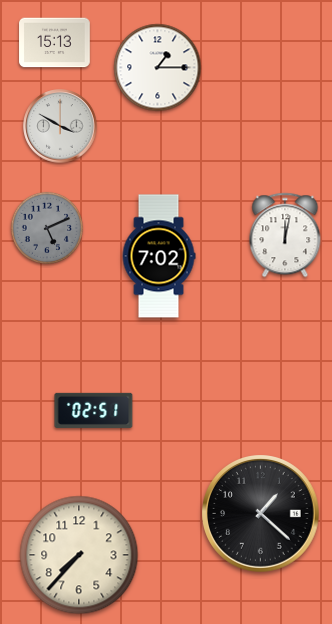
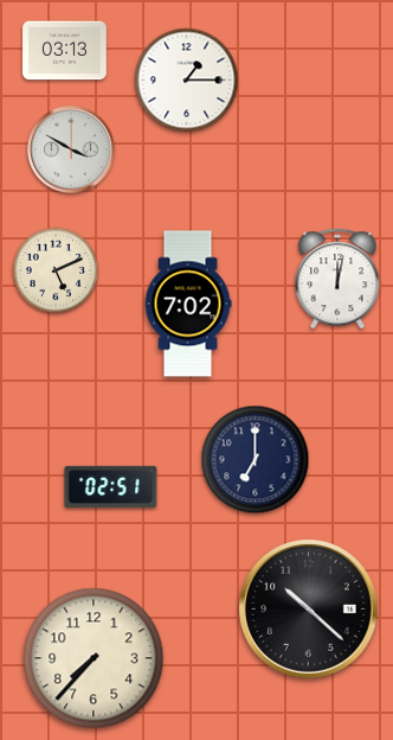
clock at (55, 43): 15:13 -> 03:13
clock at (46, 227) dial: grey -> cream
clock at (256, 460): none -> 7:00
clock at (261, 514): 1:22 -> 10:22
